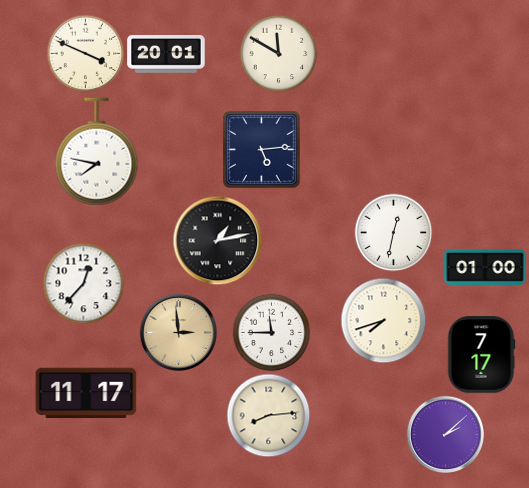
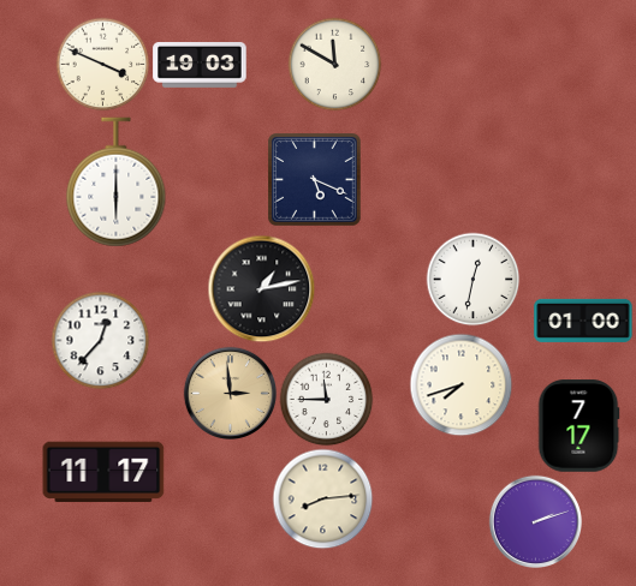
clock at (166, 55): 20:01 -> 19:03
clock at (262, 150): 5:14 -> 5:19
clock at (97, 152): 7:47 -> 6:00
clock at (178, 332) position: (178, 332) -> (230, 393)
clock at (445, 434): 2:08 -> 2:12
